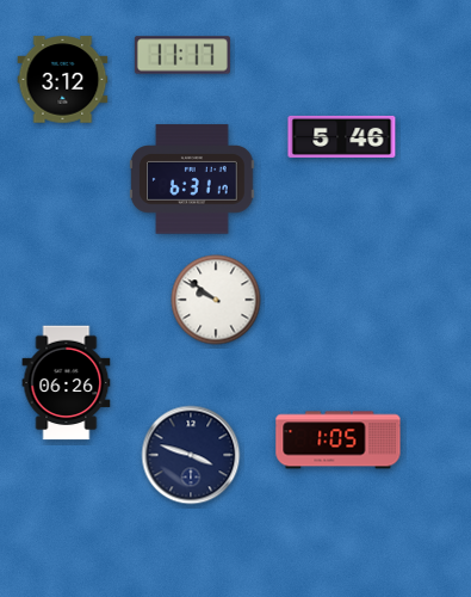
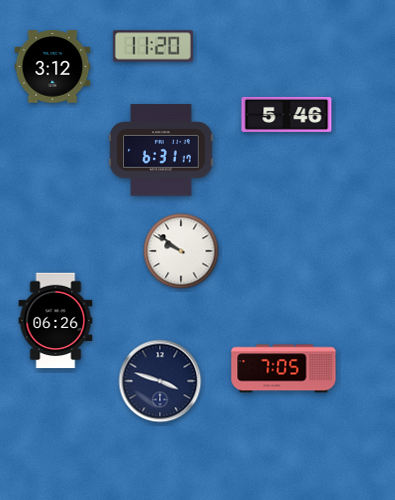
clock at (182, 55): 11:17 -> 11:20
clock at (339, 441): 1:05 -> 7:05
